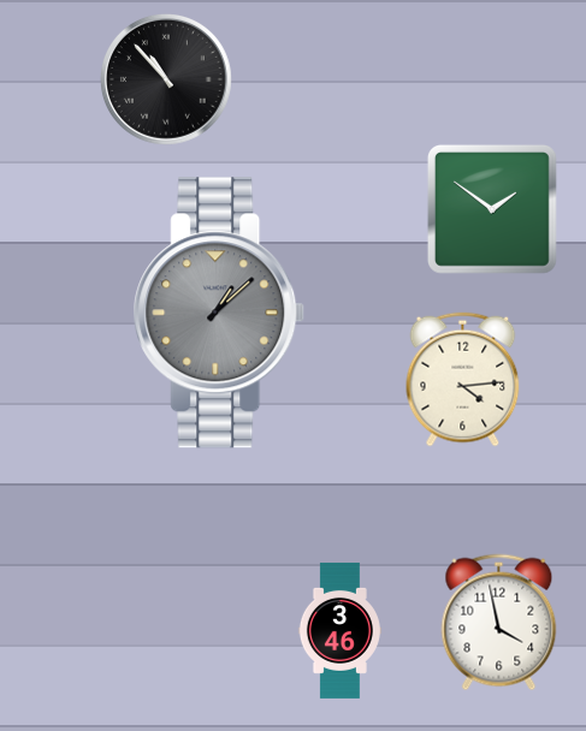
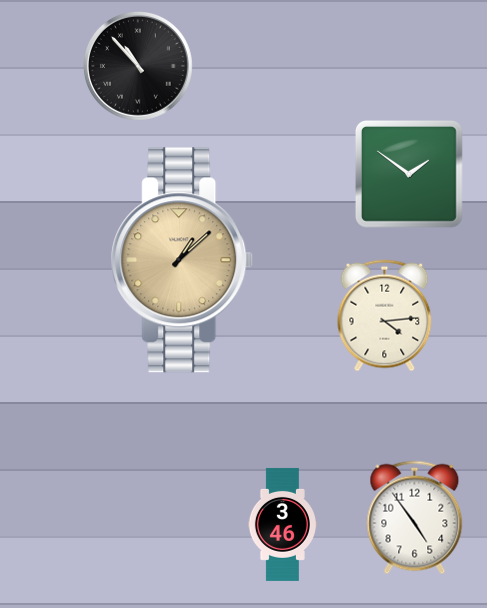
clock at (219, 313) dial: grey -> champagne
clock at (499, 623): 3:58 -> 4:54
